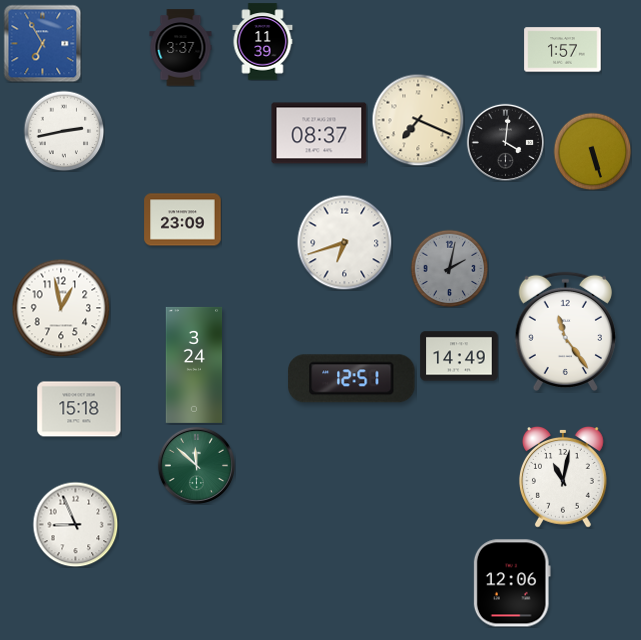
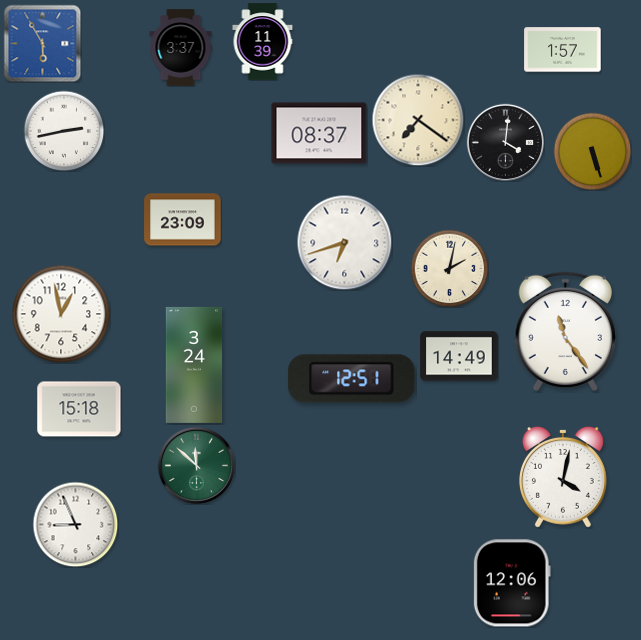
clock at (42, 43): 6:55 -> 5:55
clock at (418, 120): 7:19 -> 7:21
clock at (449, 268) dial: grey -> cream
clock at (61, 308) position: (61, 308) -> (61, 314)
clock at (563, 478): 11:02 -> 4:02
